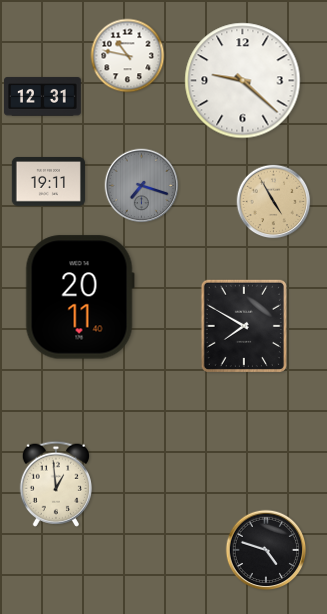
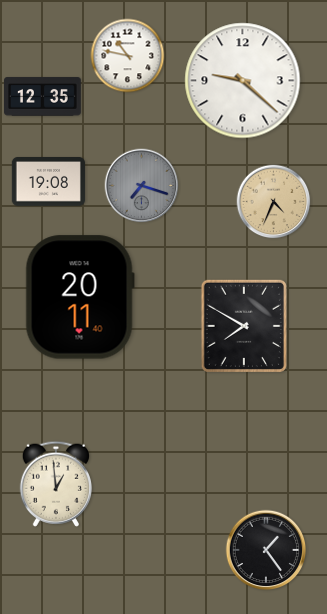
clock at (43, 97): 12:31 -> 12:35
clock at (48, 182): 19:11 -> 19:08
clock at (274, 202): 4:55 -> 4:34
clock at (266, 550): 4:48 -> 1:24
